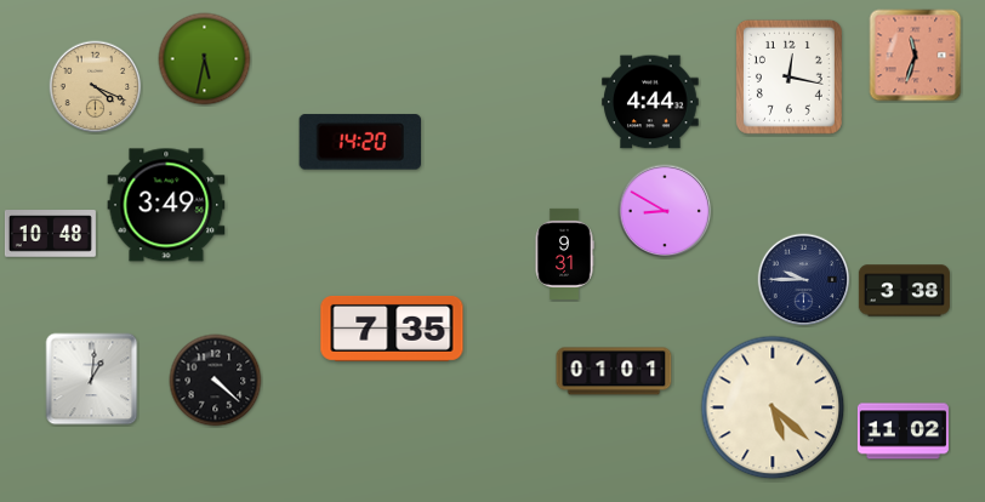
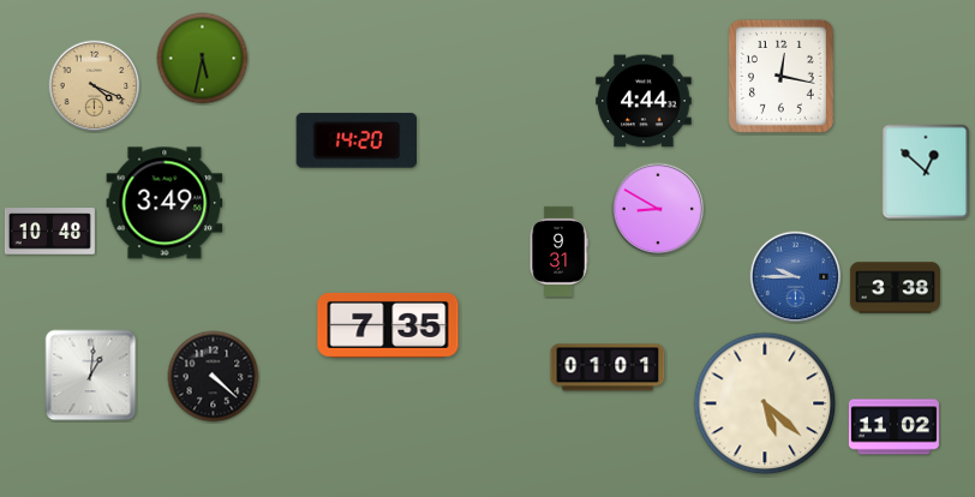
clock at (916, 56): 11:33 -> none
clock at (926, 172): none -> 12:52
clock at (804, 280) dial: navy -> blue
